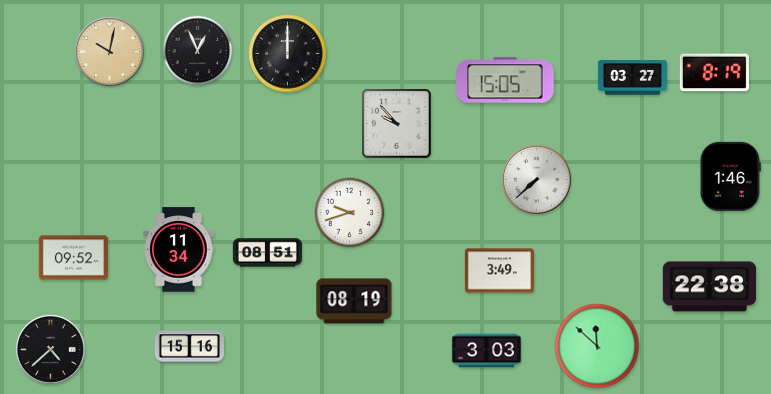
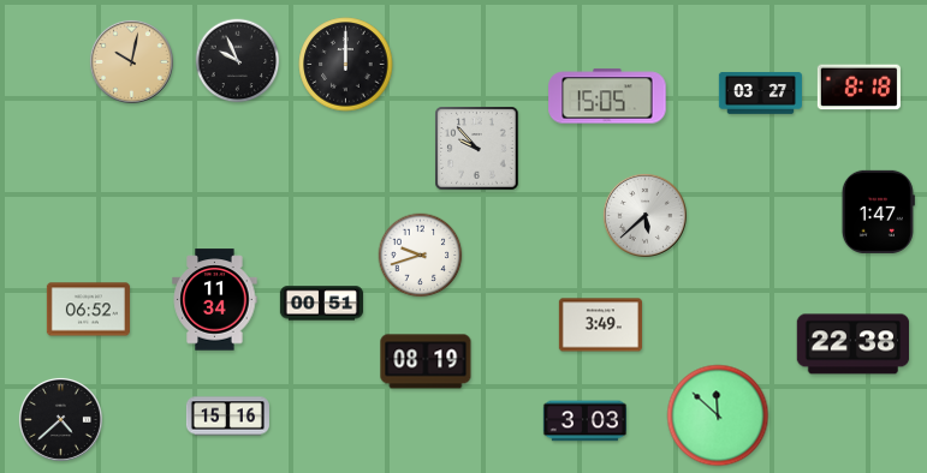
clock at (198, 51): 12:56 -> 9:56
clock at (714, 73): 8:19 -> 8:18
clock at (730, 176): 1:46 -> 1:47
clock at (536, 179): 7:38 -> 5:38
clock at (267, 253): 08:51 -> 00:51
clock at (73, 258): 09:52 -> 06:52
